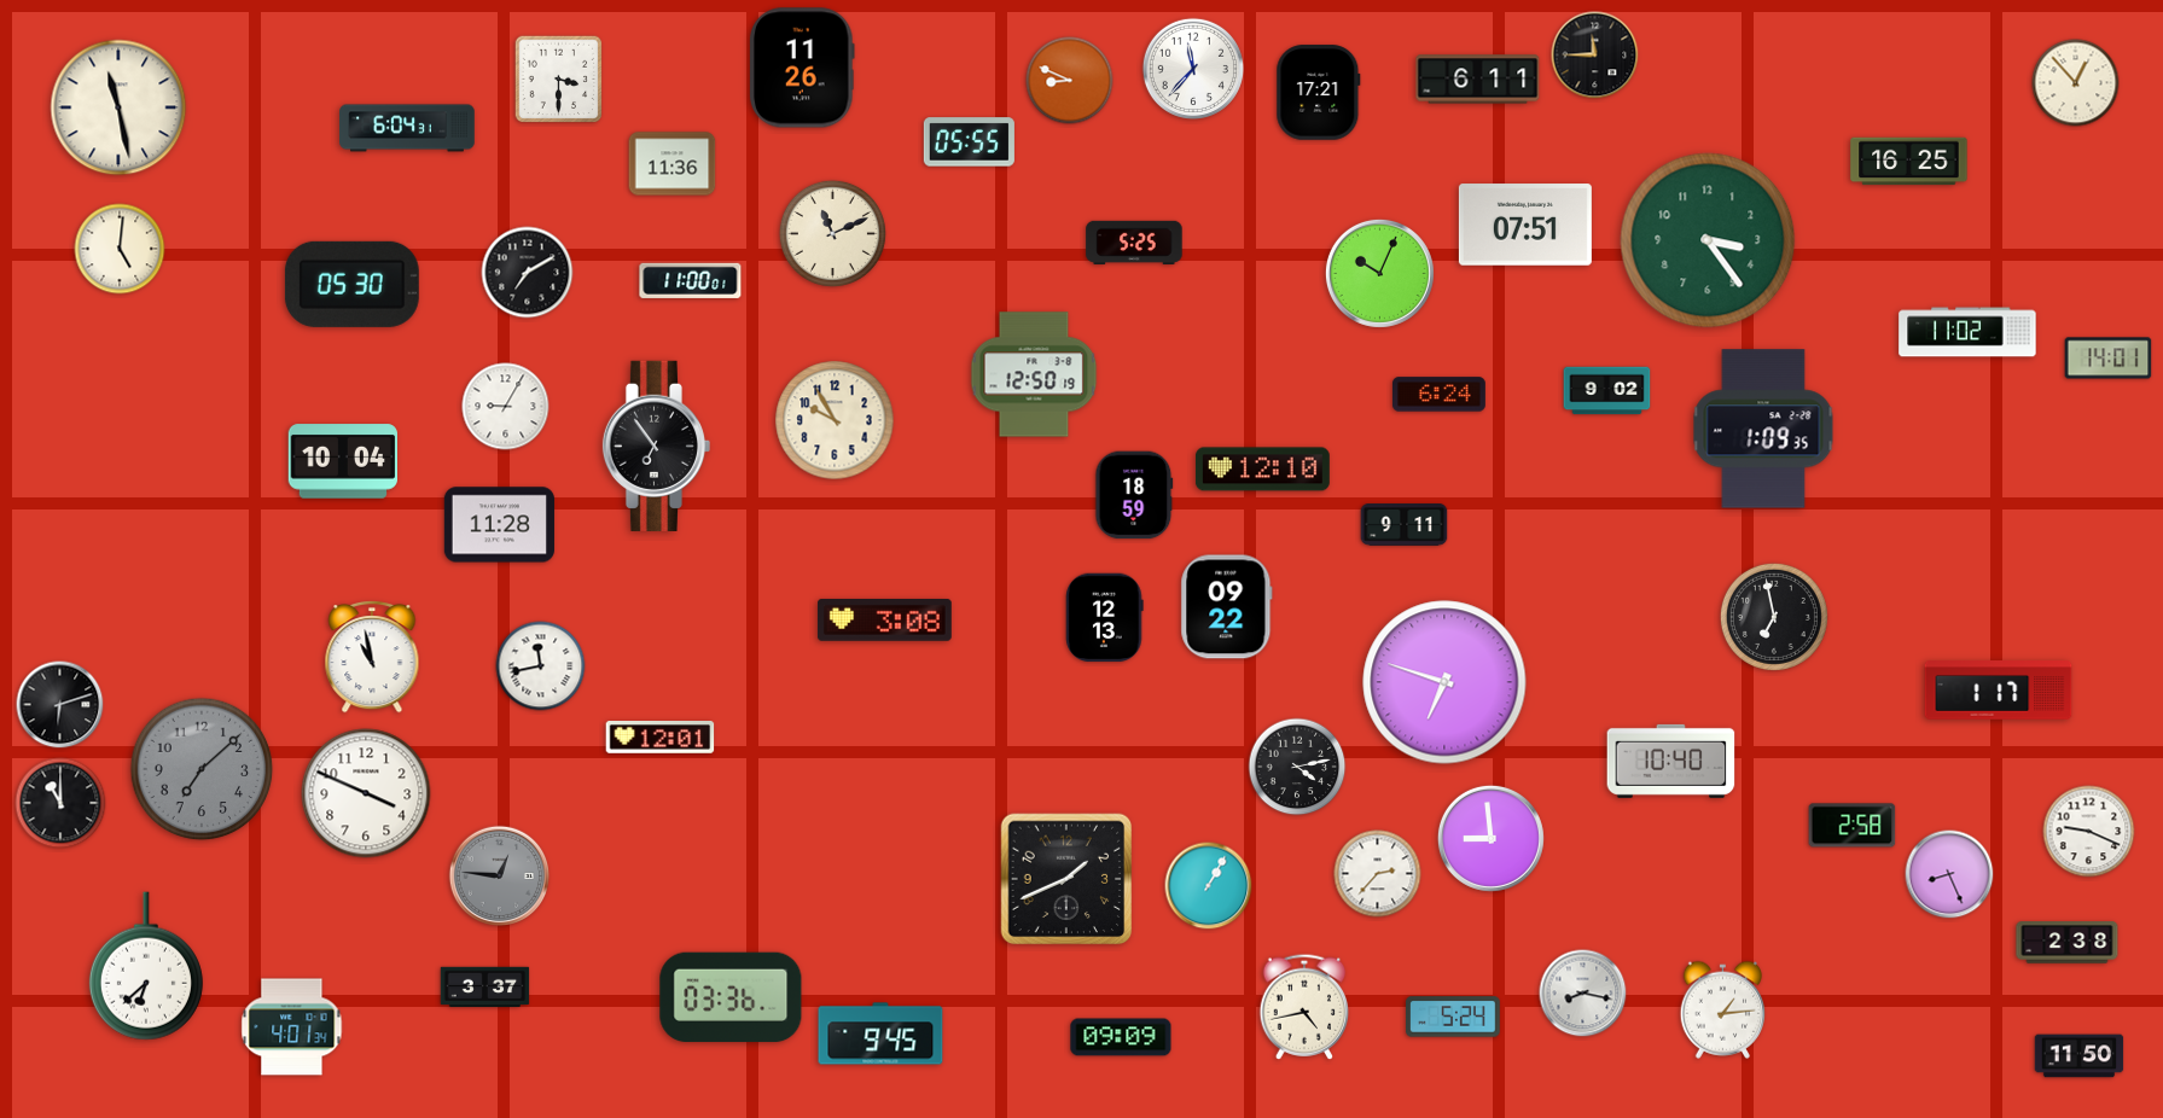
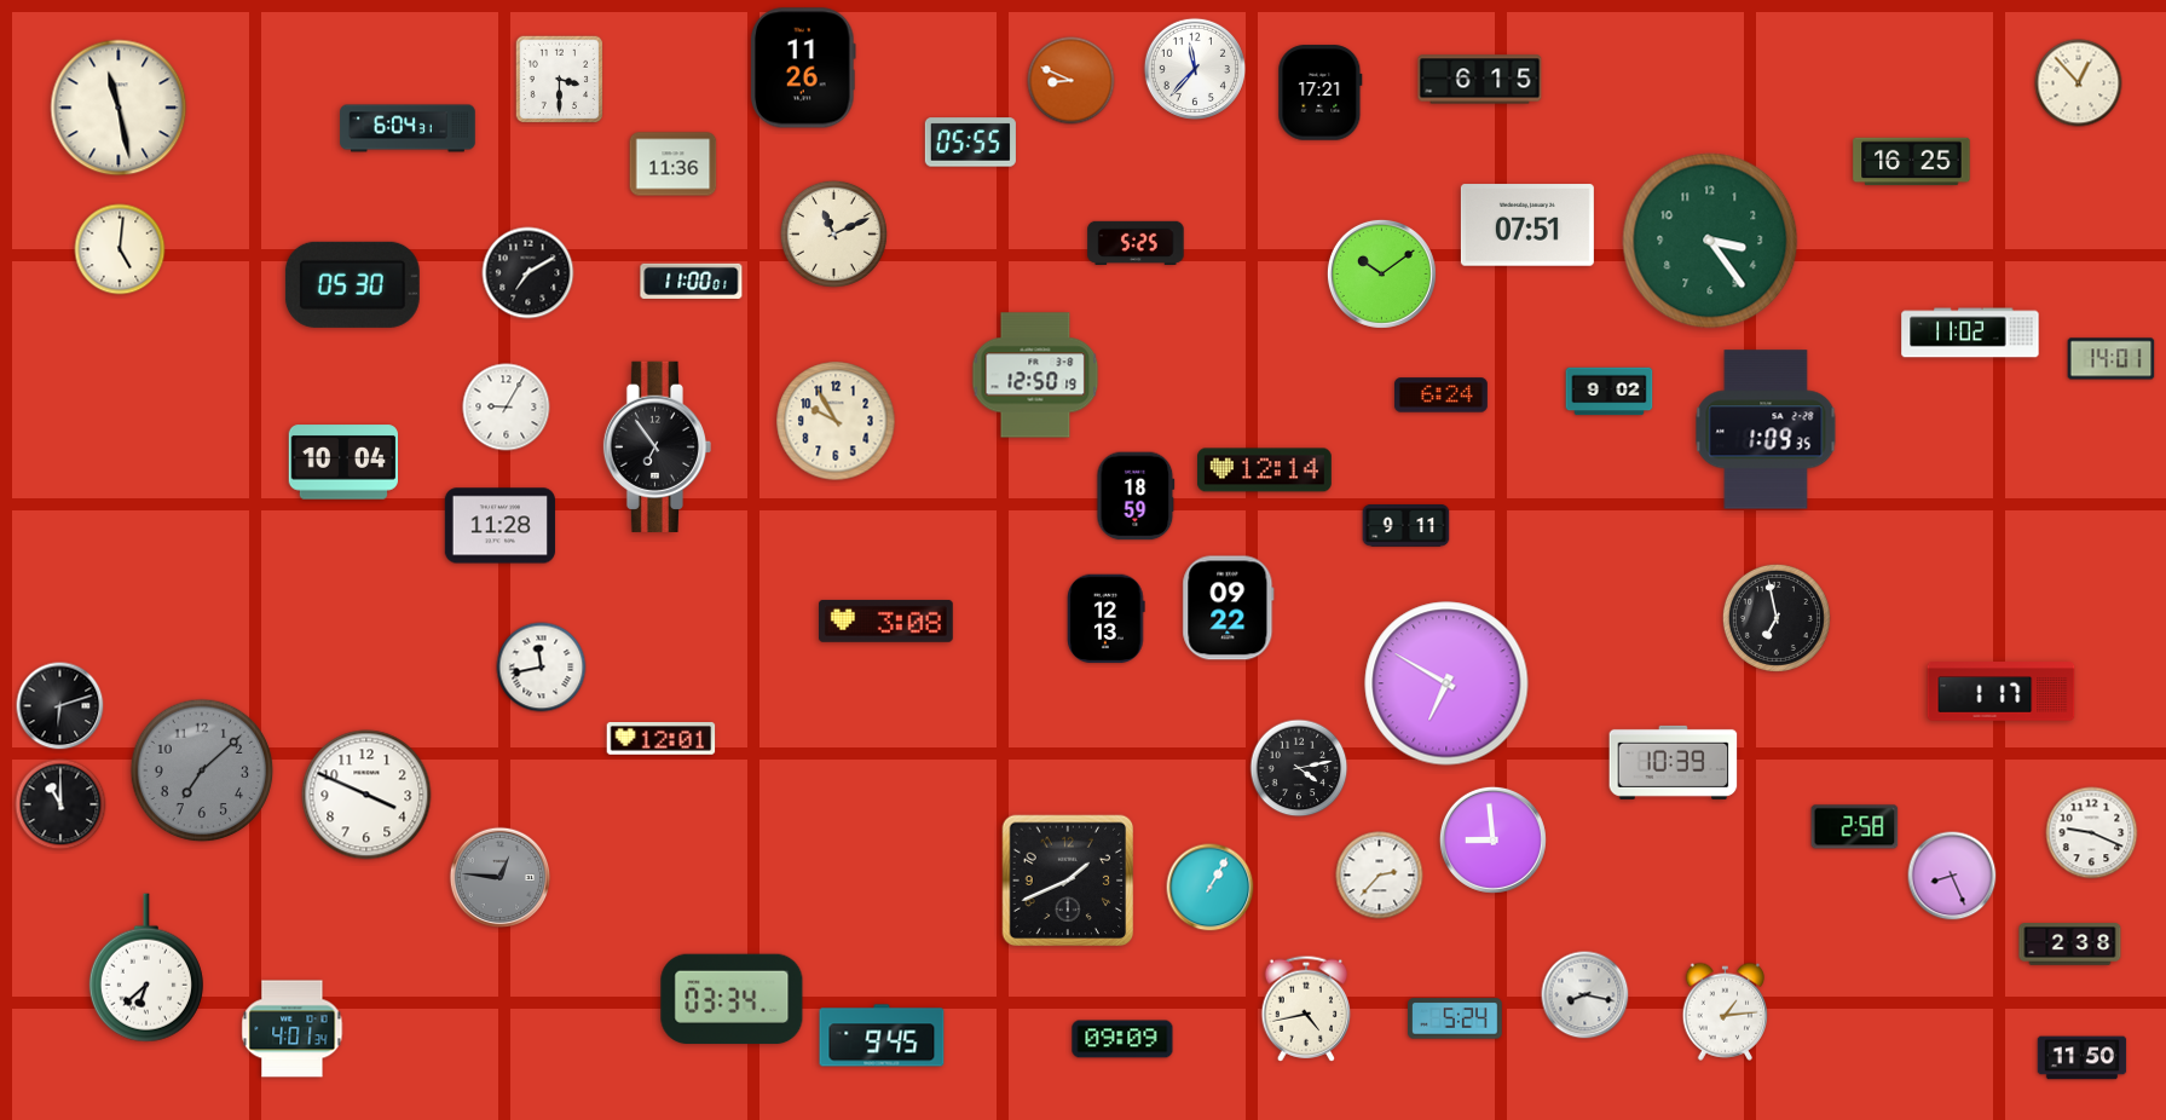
clock at (1595, 56): 11:45 -> none
clock at (1478, 80): 6:11 -> 6:15
clock at (1379, 273): 10:04 -> 10:09
clock at (1262, 470): 12:10 -> 12:14
clock at (372, 658): 10:58 -> none
clock at (1444, 682): 6:48 -> 6:50
clock at (1671, 761): 10:40 -> 10:39
clock at (485, 988): 3:37 -> none
clock at (731, 997): 03:36 -> 03:34
